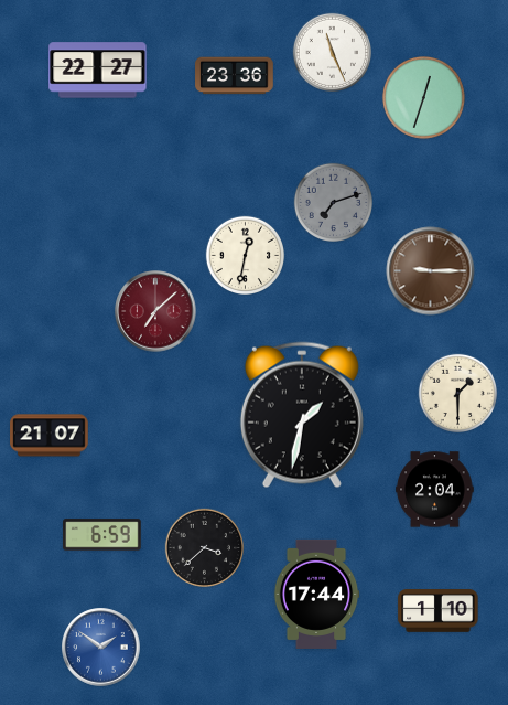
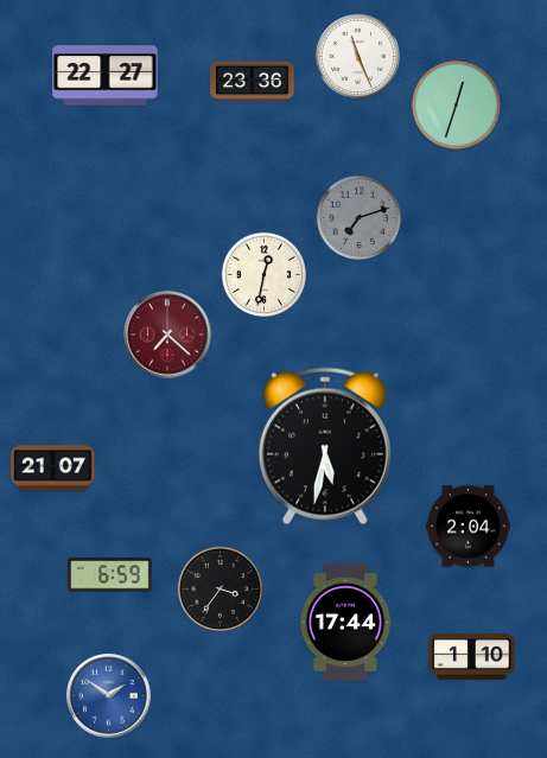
clock at (431, 271): 9:15 -> none
clock at (155, 311): 7:08 -> 7:22
clock at (457, 393): 1:30 -> none
clock at (302, 415): 1:32 -> 5:32
clock at (204, 547): 3:38 -> 3:36
clock at (316, 594) position: (316, 594) -> (345, 622)
